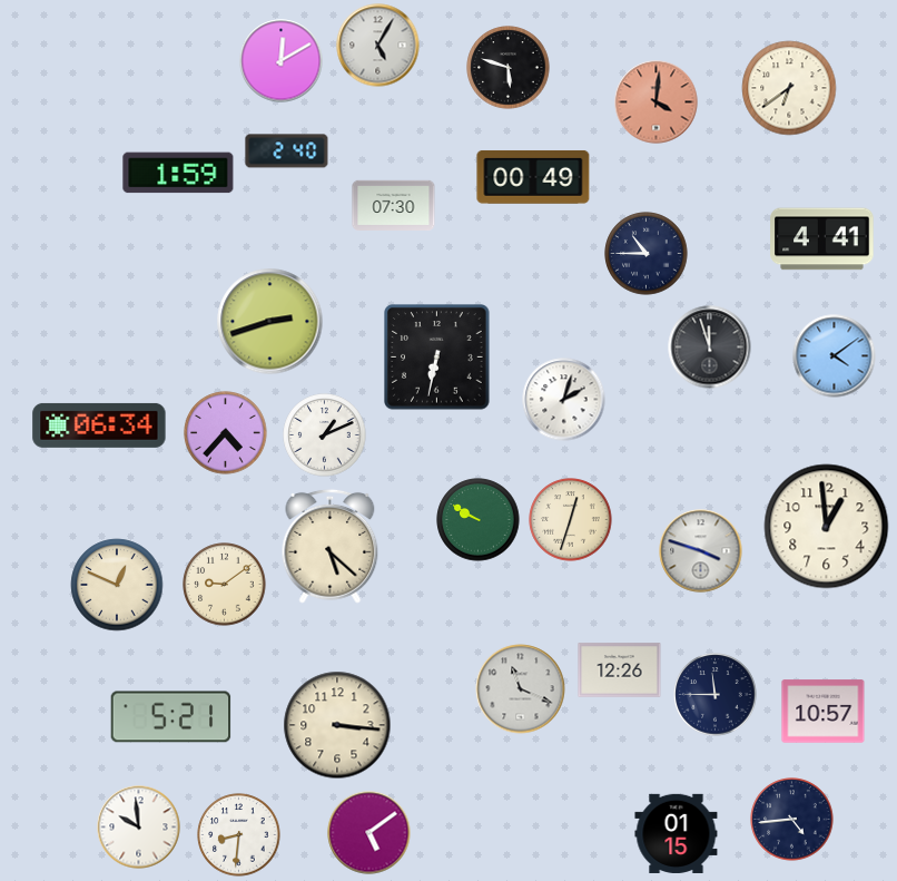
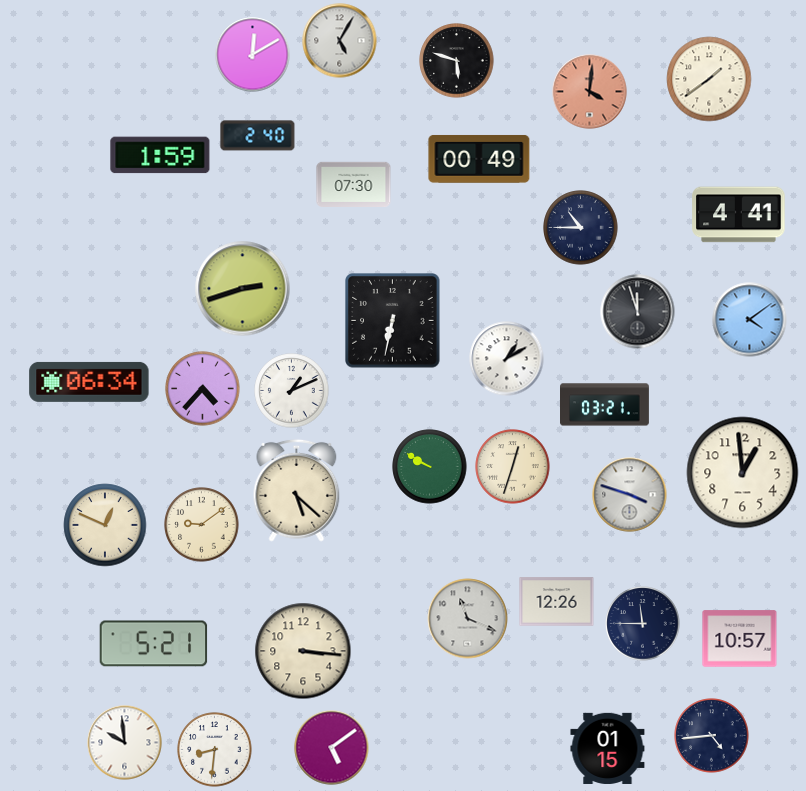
clock at (789, 88): 6:39 -> 1:39
clock at (564, 400): 2:03 -> 1:10
clock at (605, 405): none -> 03:21
